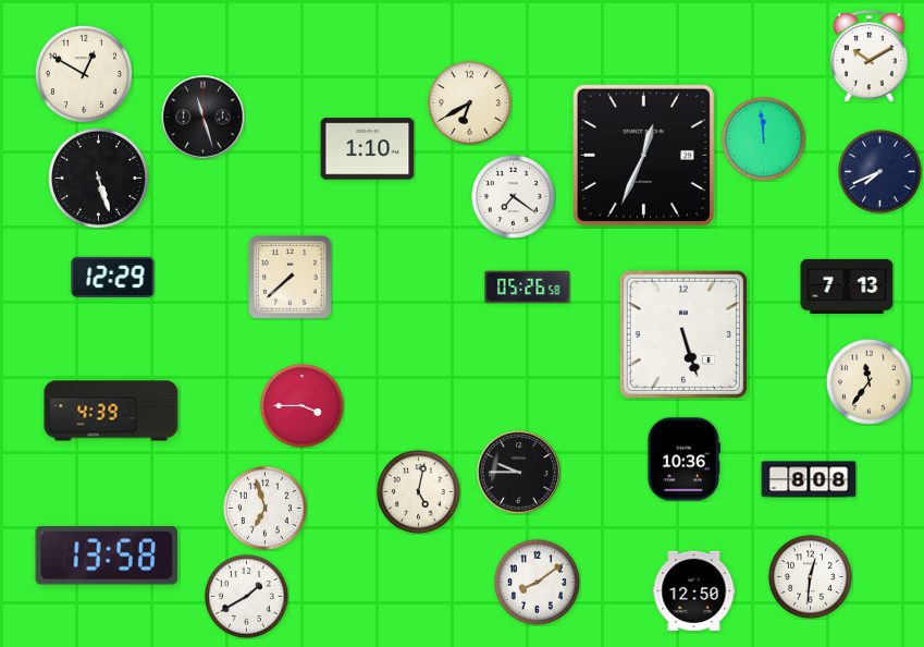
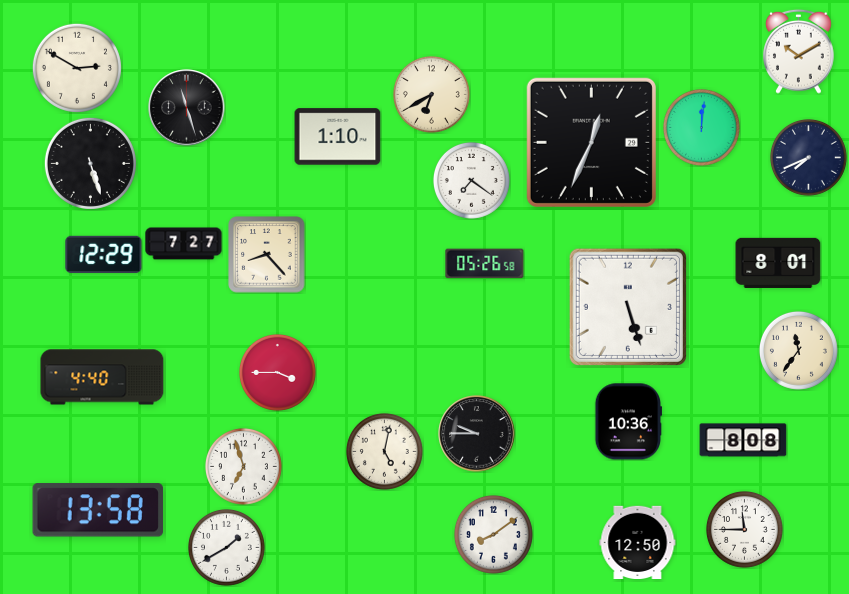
clock at (84, 74): 12:50 -> 2:50
clock at (763, 138): 11:59 -> 12:01
clock at (184, 244): none -> 7:27
clock at (291, 278): 7:38 -> 8:23
clock at (847, 286): 7:13 -> 8:01
clock at (111, 411): 4:39 -> 4:40
clock at (810, 576): 12:31 -> 11:45
